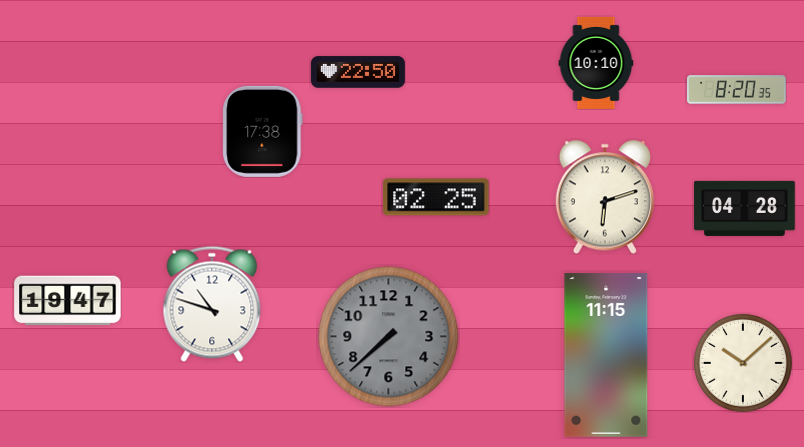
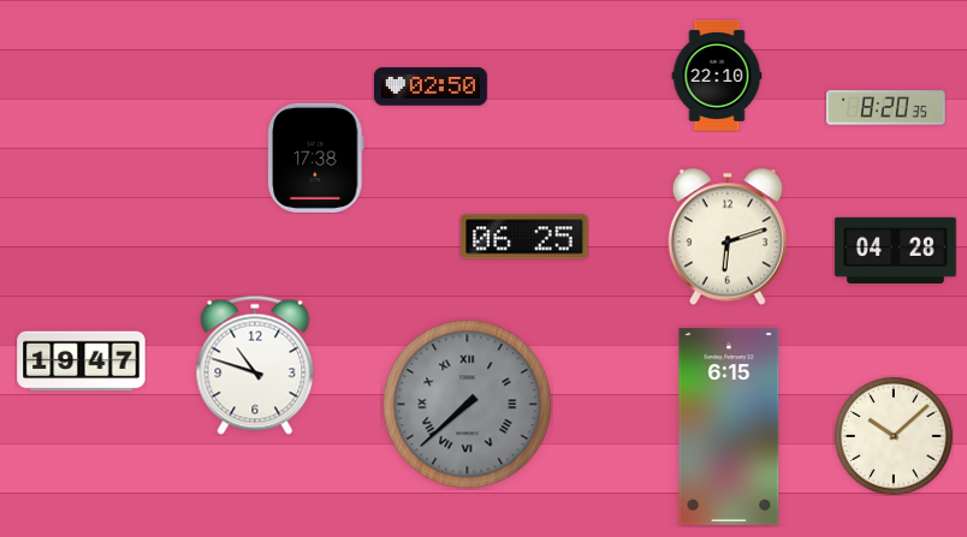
clock at (596, 63): 10:10 -> 22:10
clock at (358, 72): 22:50 -> 02:50
clock at (436, 197): 02:25 -> 06:25
clock at (389, 337) numerals: Arabic -> Roman
clock at (606, 355): 11:15 -> 6:15
